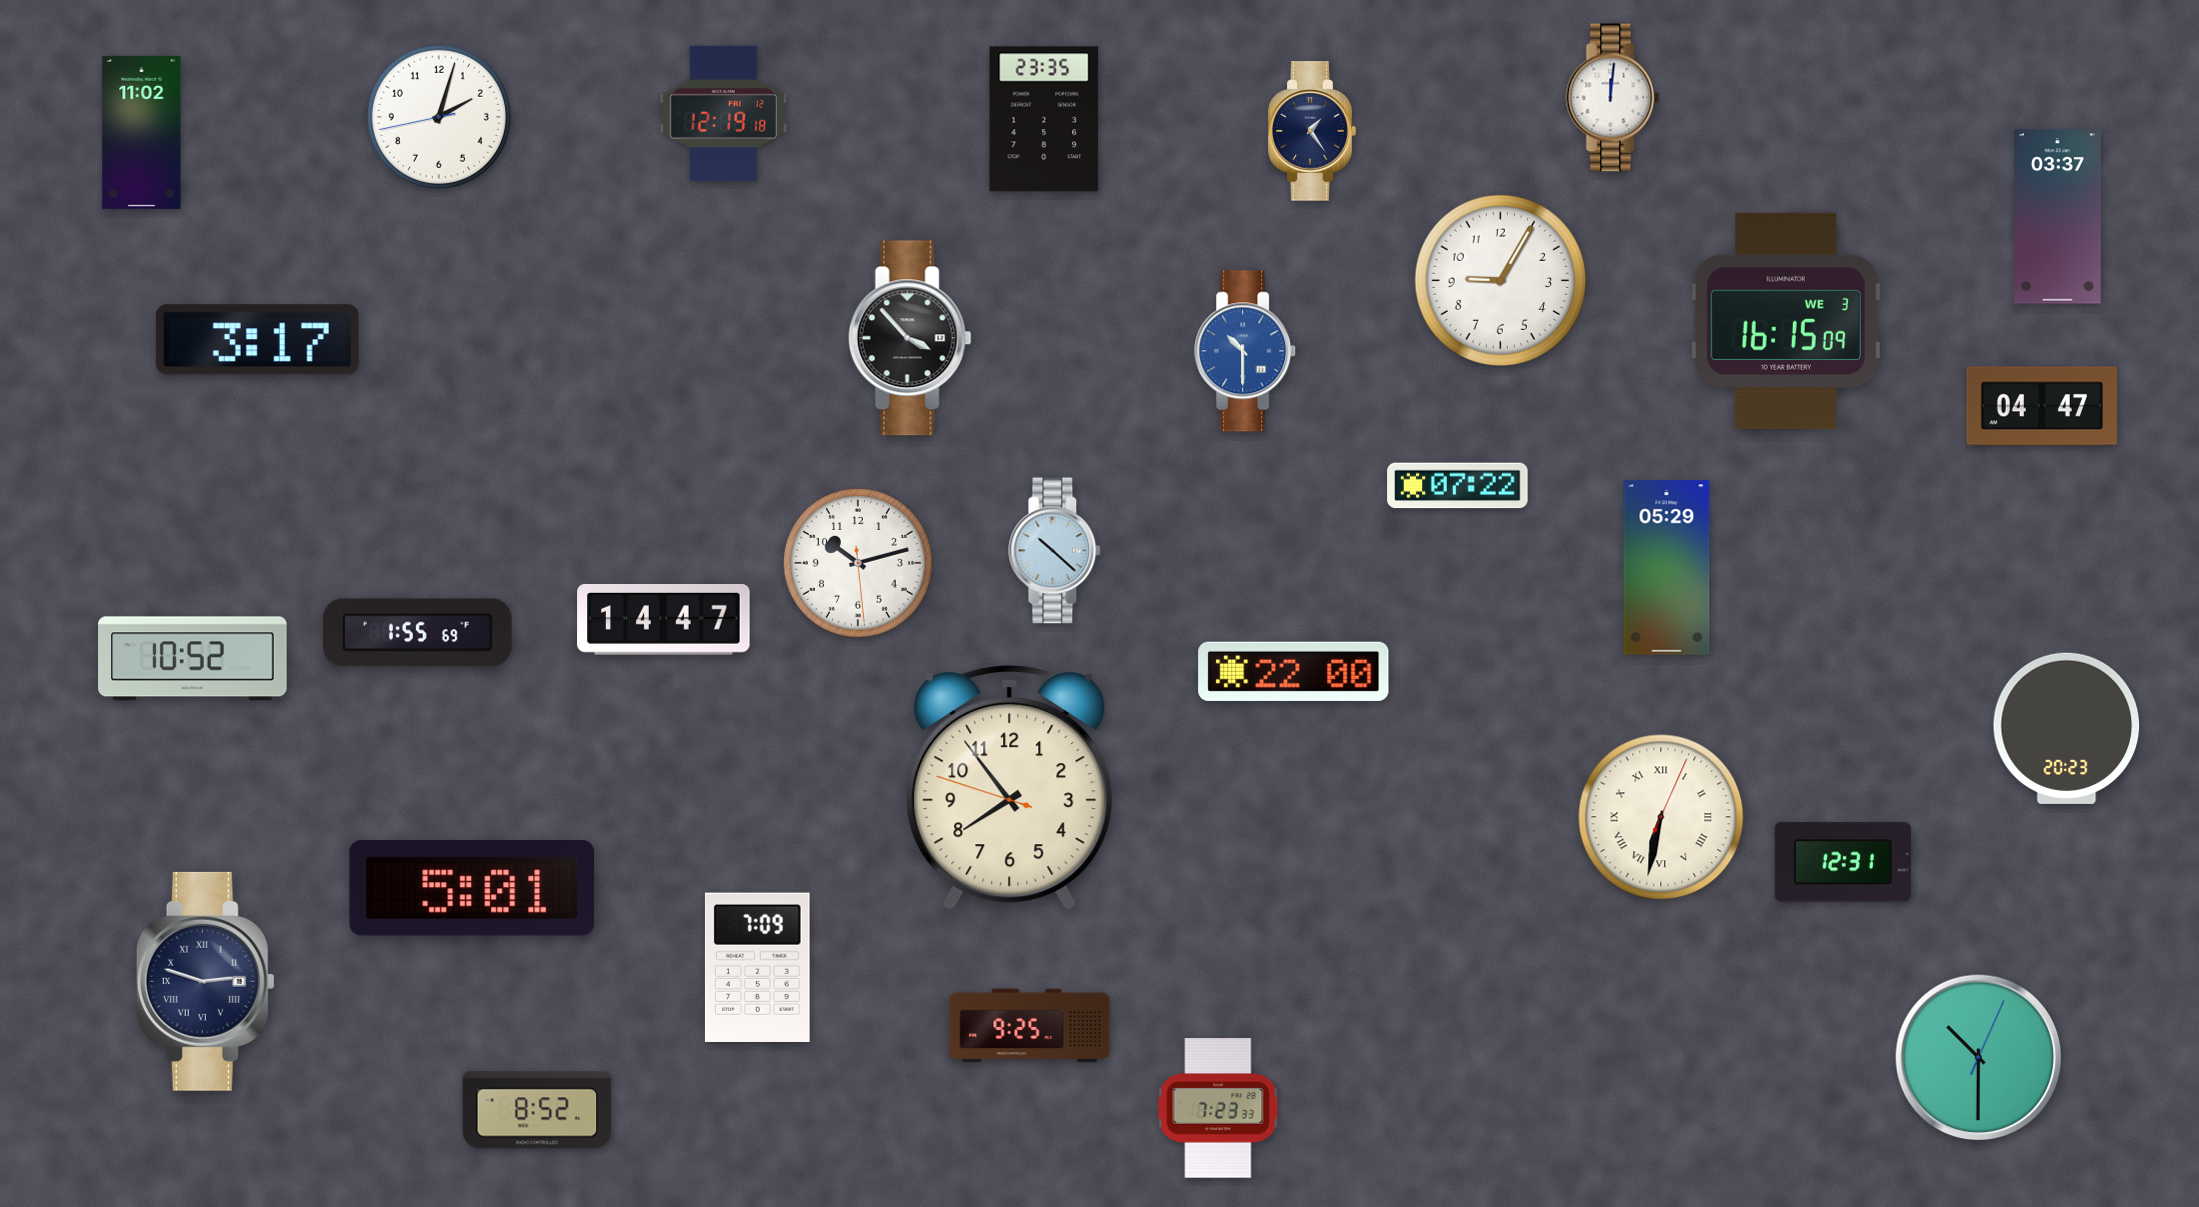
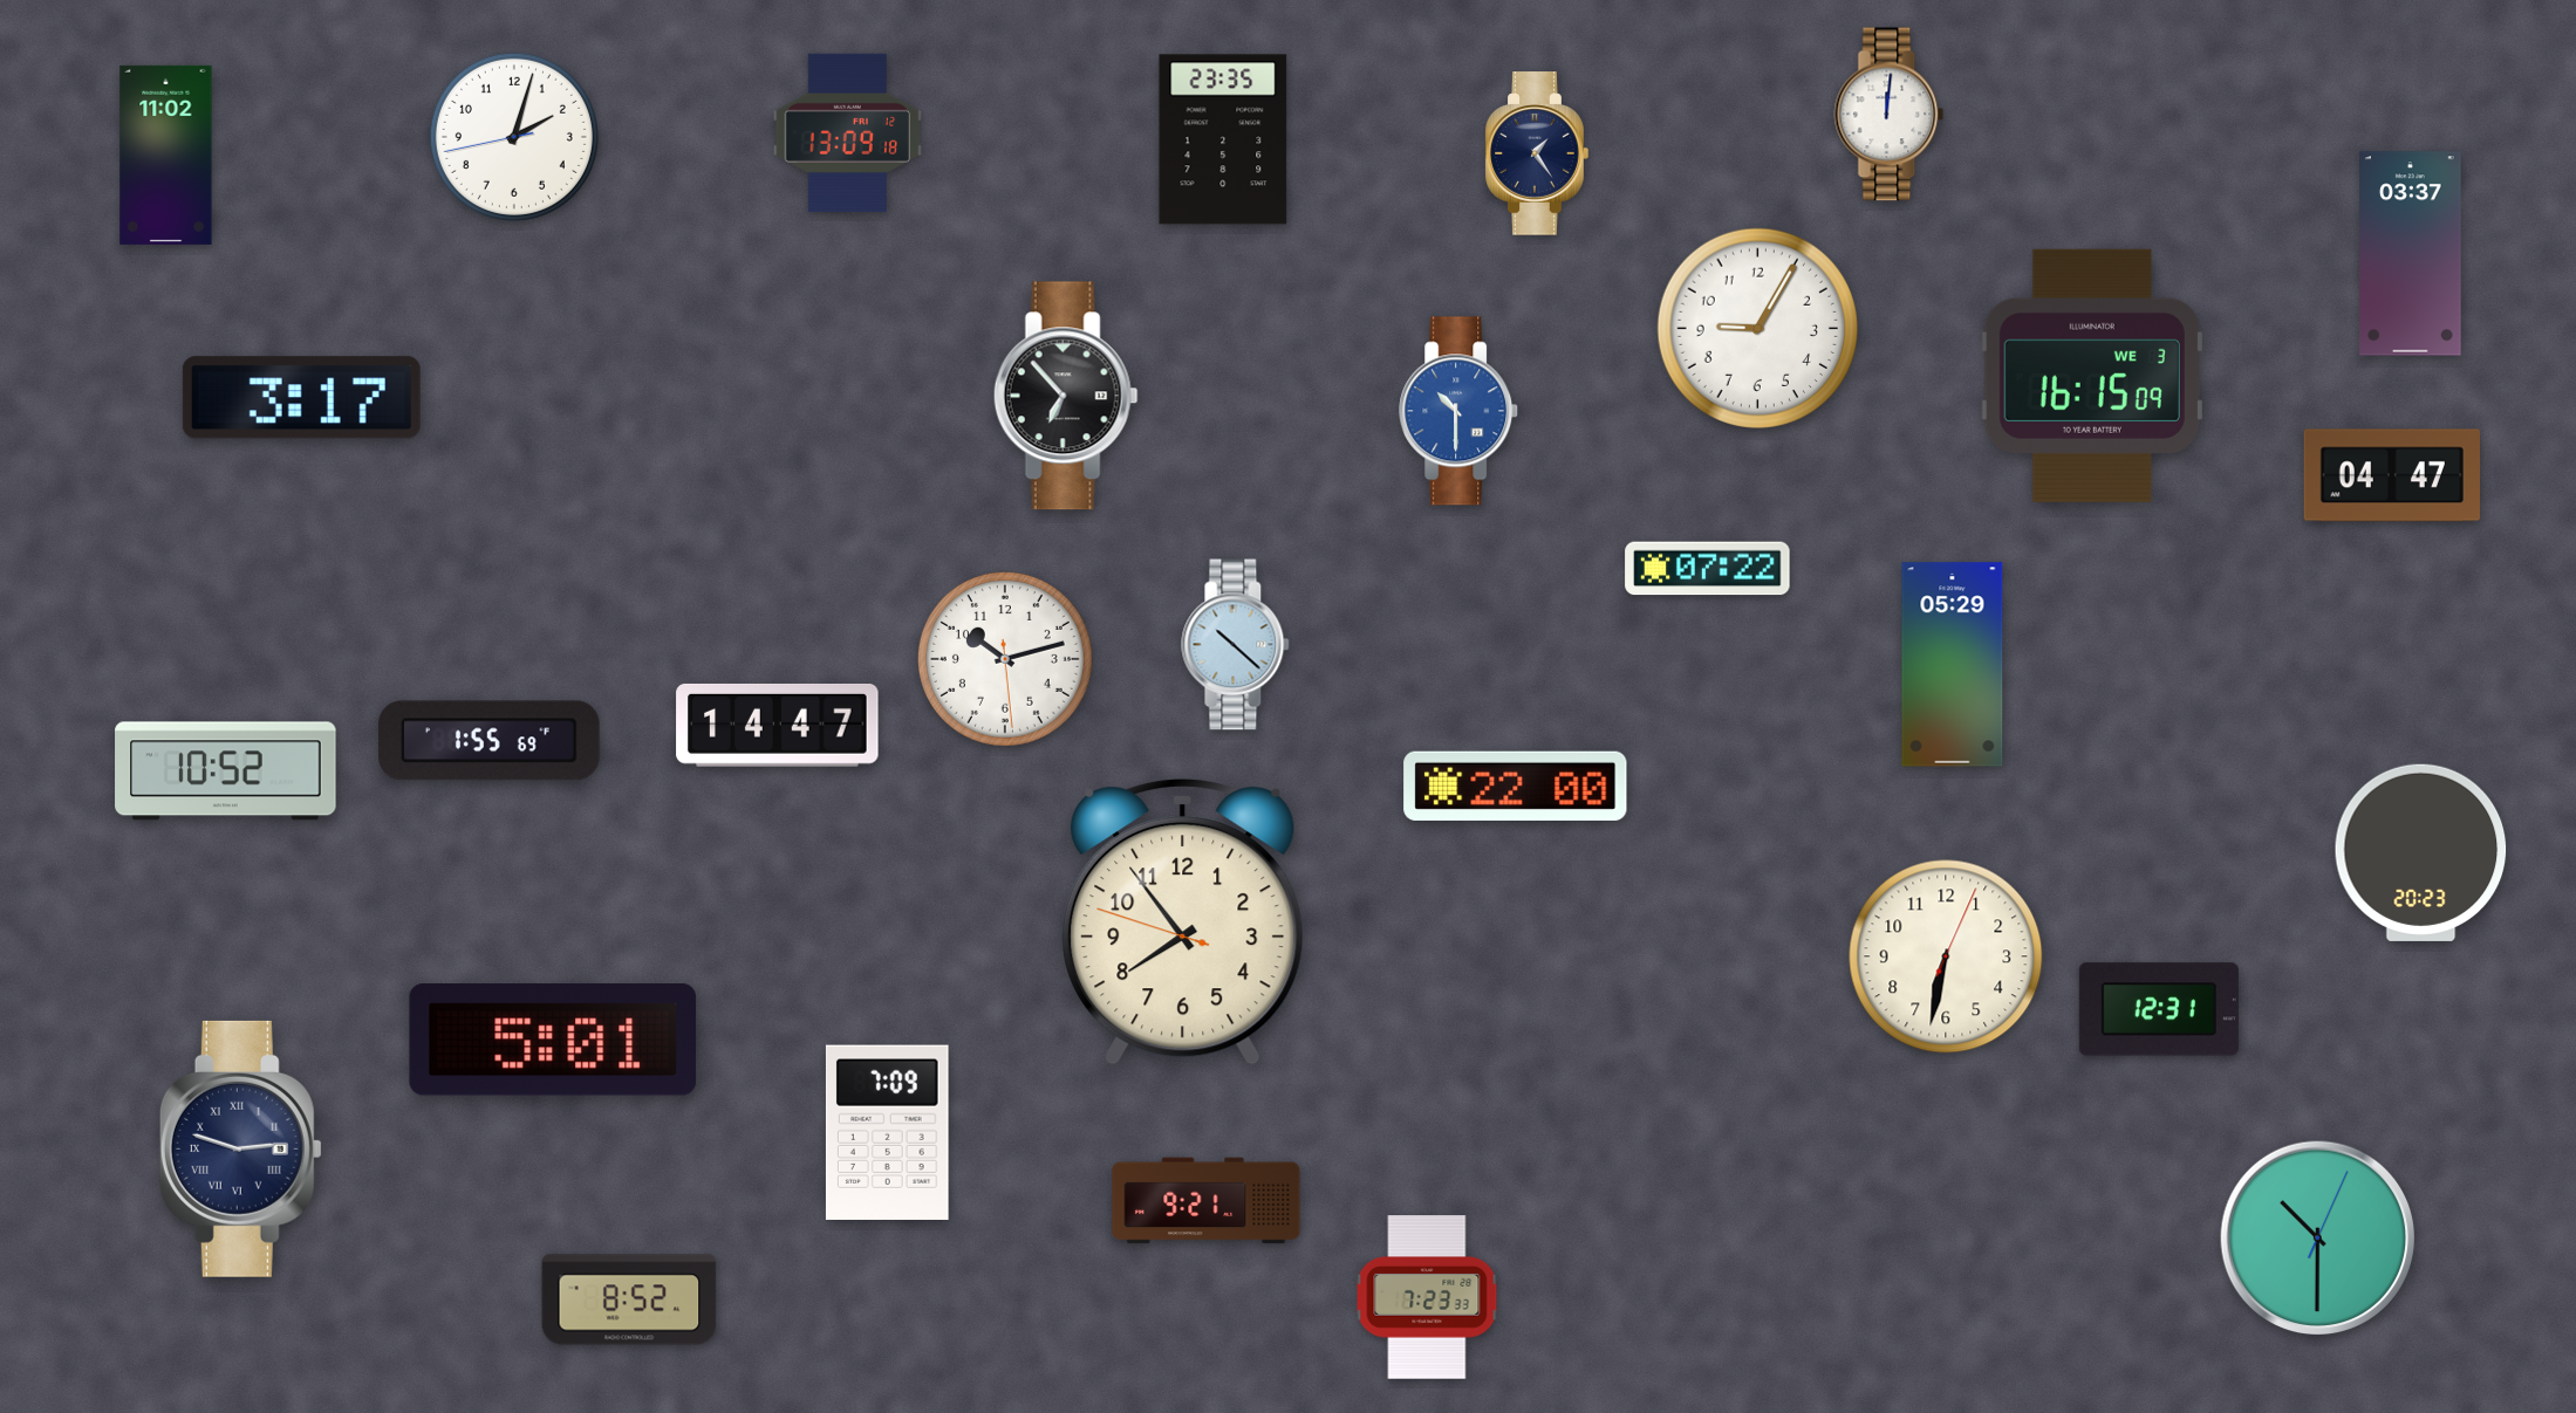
clock at (724, 113): 12:19 -> 13:09
clock at (910, 338): 3:53 -> 6:53
clock at (1661, 817) numerals: Roman -> Arabic
clock at (1030, 1026): 9:25 -> 9:21
